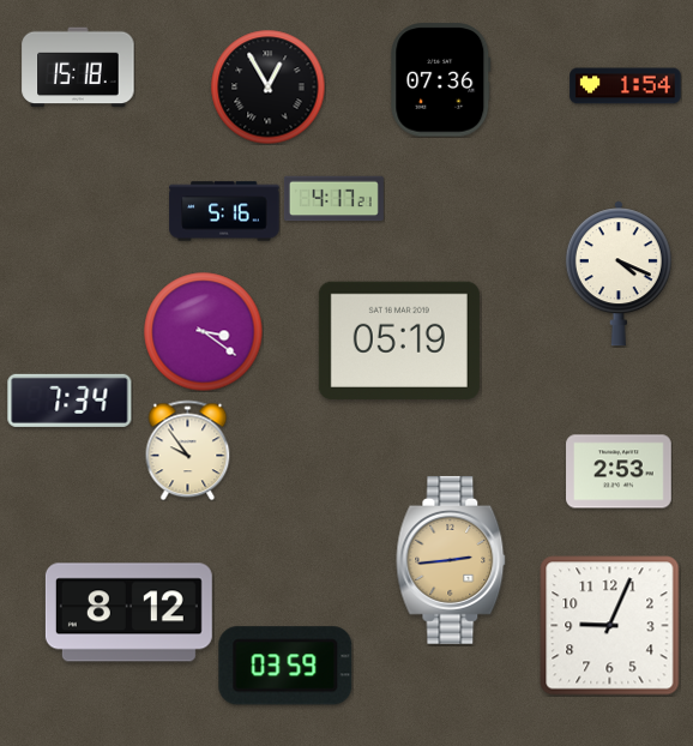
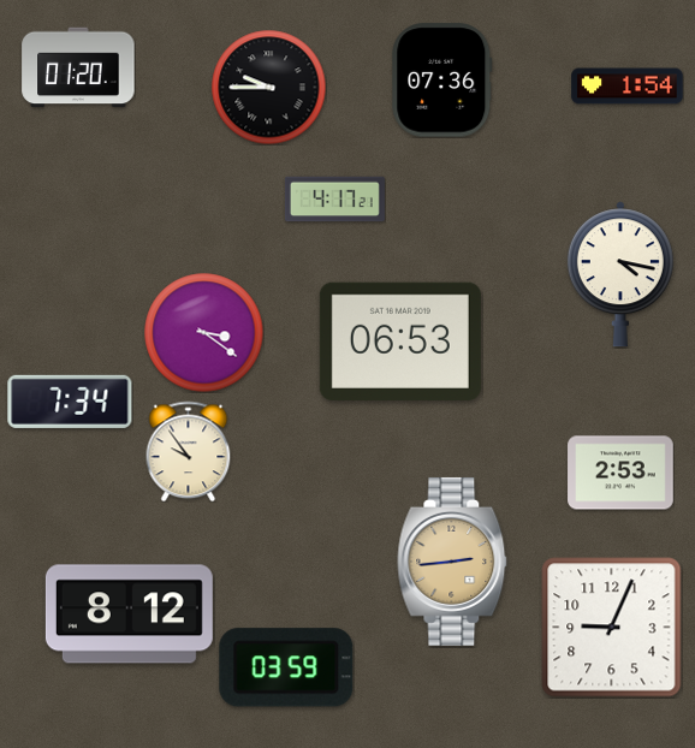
clock at (78, 67): 15:18 -> 01:20
clock at (267, 86): 12:55 -> 9:45
clock at (224, 211): 5:16 -> none
clock at (619, 273): 4:19 -> 4:17
clock at (399, 341): 05:19 -> 06:53
